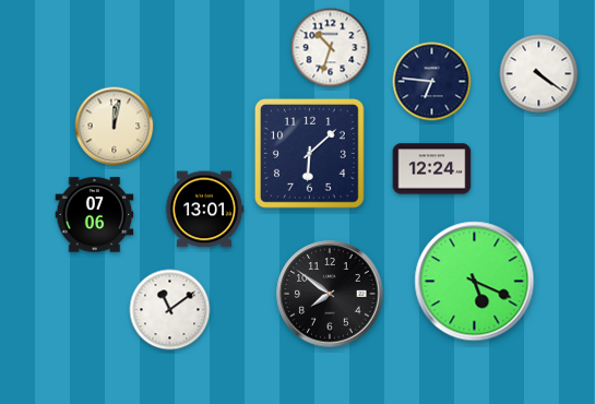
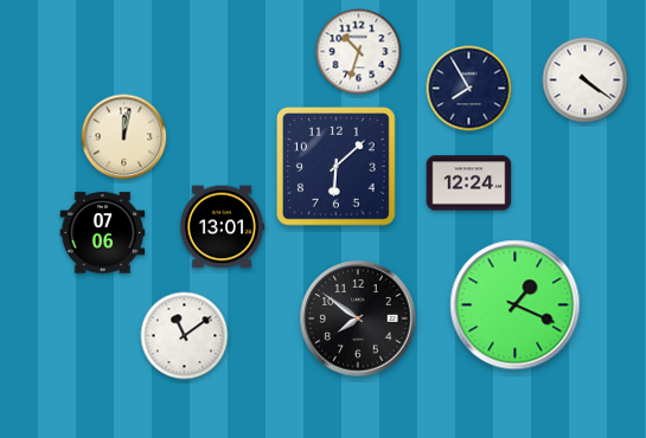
clock at (432, 82): 6:46 -> 7:55
clock at (475, 282): 5:19 -> 1:19
